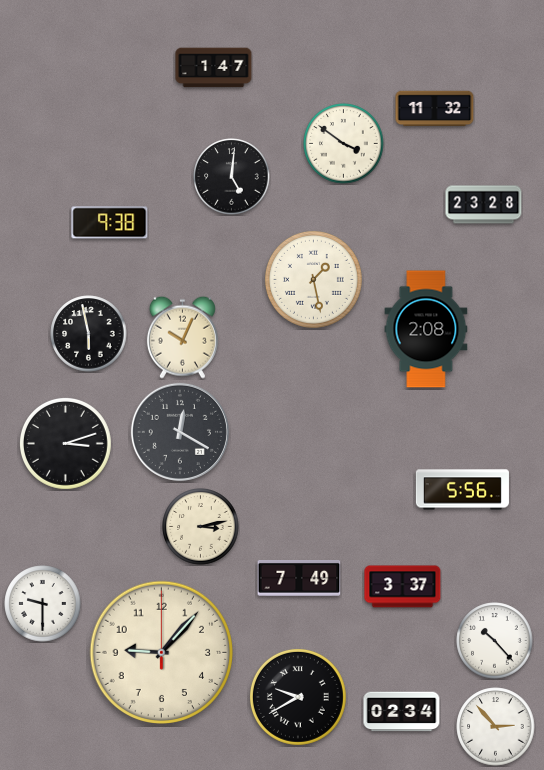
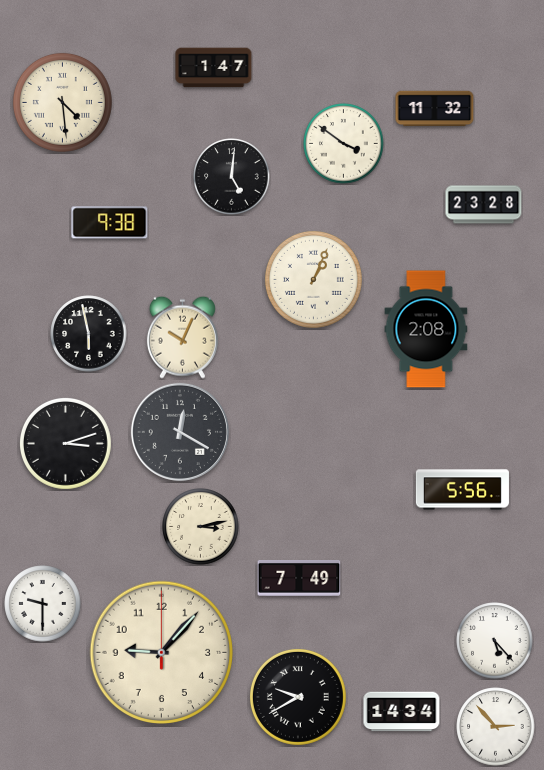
clock at (62, 102): none -> 4:29
clock at (313, 279): 1:28 -> 1:04
clock at (403, 587): 3:37 -> none
clock at (495, 641): 10:23 -> 5:23
clock at (402, 712): 02:34 -> 14:34
